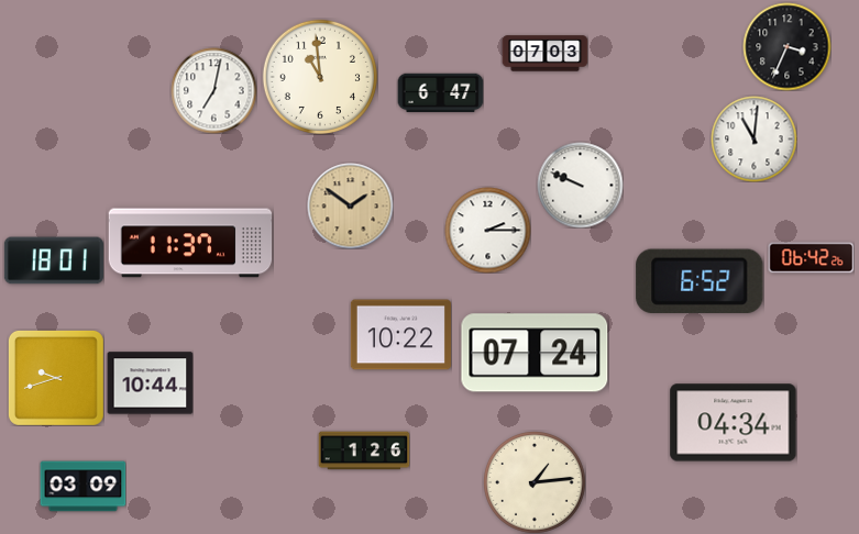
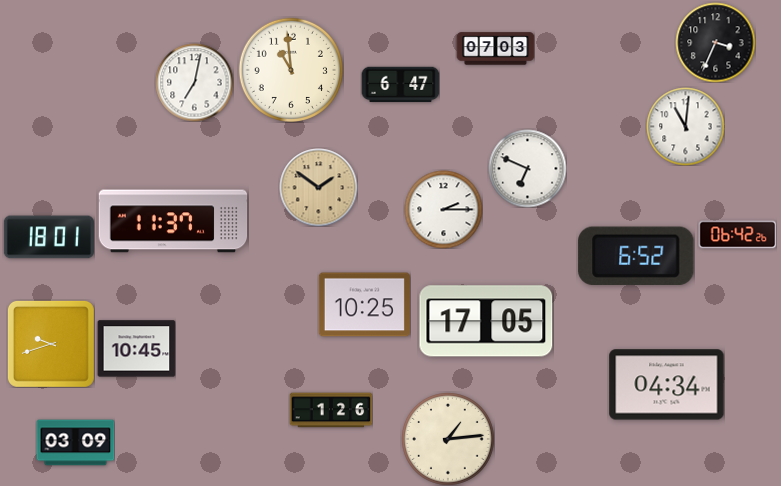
clock at (580, 185): 9:49 -> 6:49
clock at (400, 335): 10:22 -> 10:25
clock at (535, 353): 07:24 -> 17:05
clock at (150, 383): 10:44 -> 10:45
clock at (535, 482) position: (535, 482) -> (448, 439)
